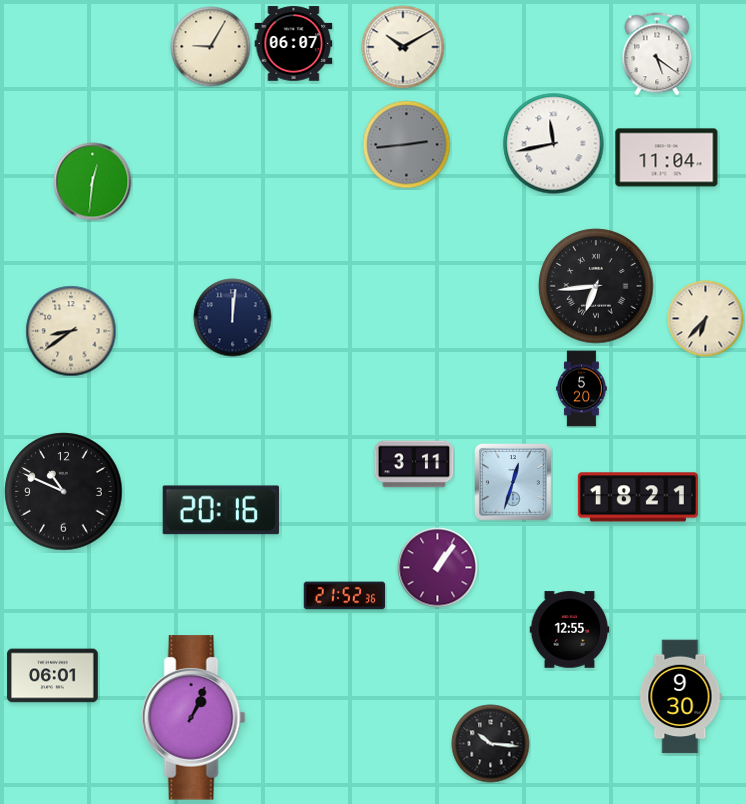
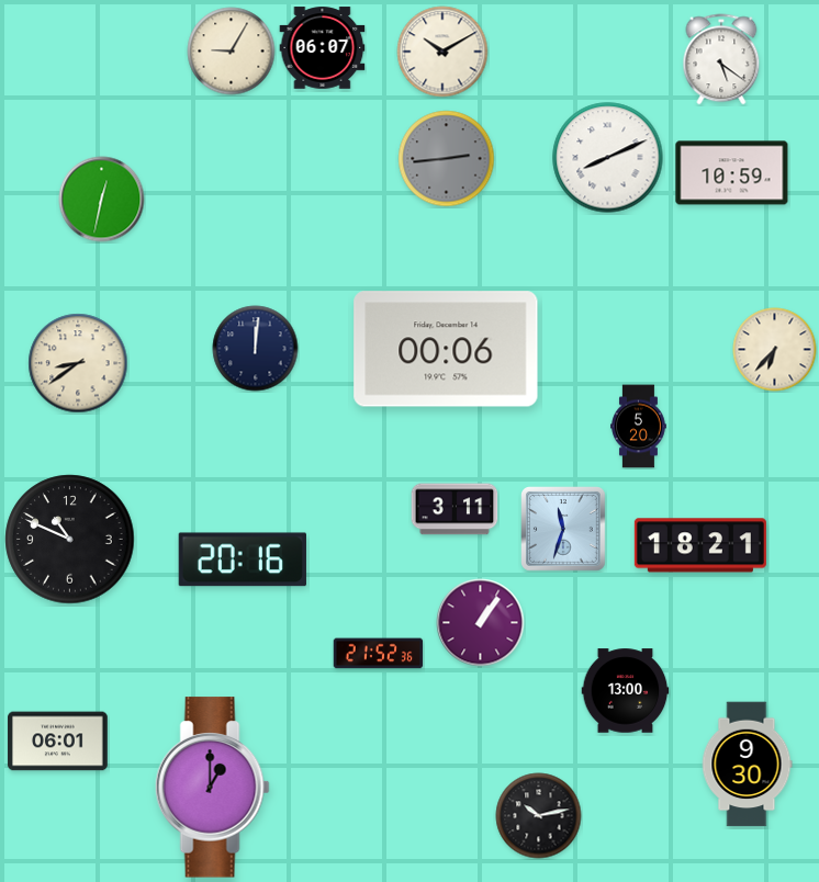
clock at (554, 144): 11:43 -> 8:11
clock at (667, 158): 11:04 -> 10:59
clock at (93, 182): 12:31 -> 12:32
clock at (596, 286): 6:44 -> none
clock at (446, 349): none -> 00:06
clock at (514, 483): 12:33 -> 11:33
clock at (570, 630): 12:55 -> 13:00
clock at (193, 718): 1:04 -> 1:00
clock at (491, 744): 10:16 -> 10:13
